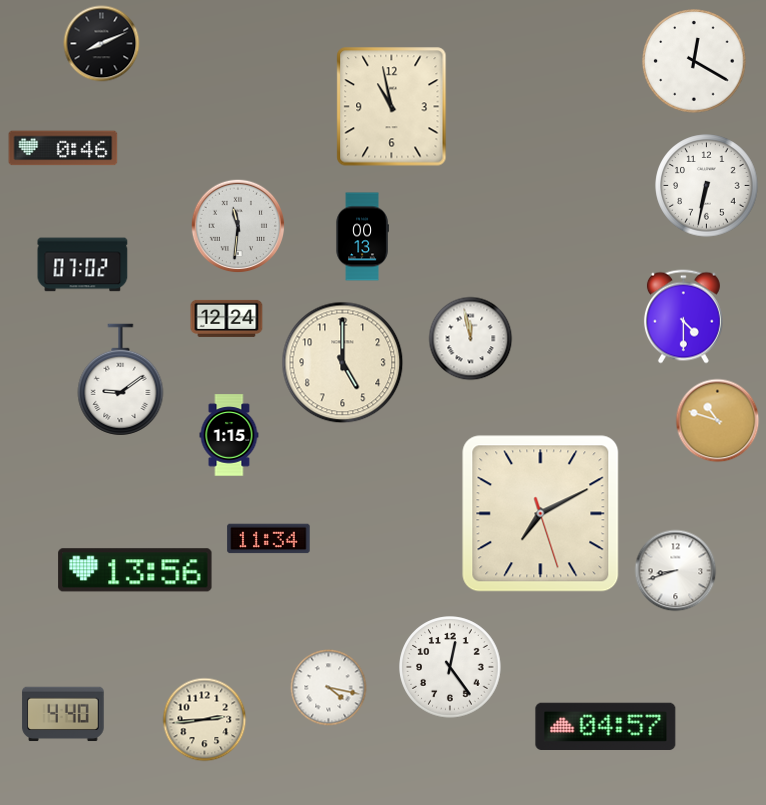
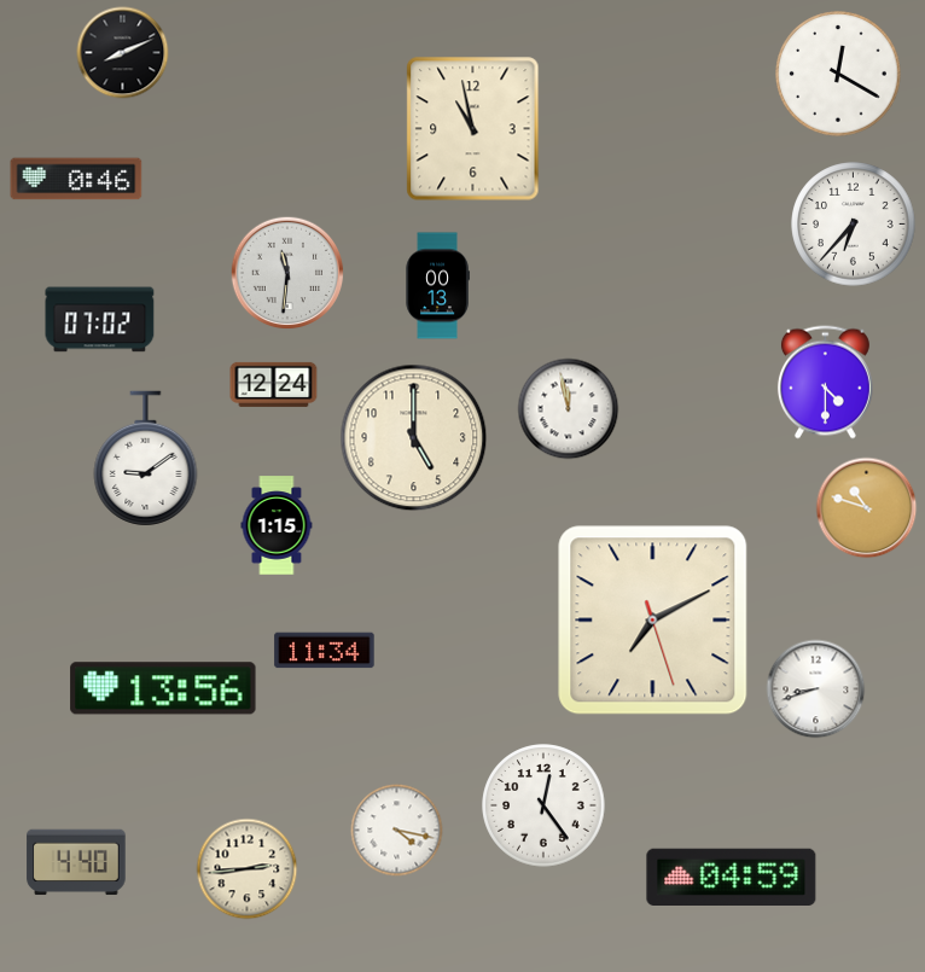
clock at (707, 186): 6:32 -> 6:37
clock at (606, 727): 04:57 -> 04:59
